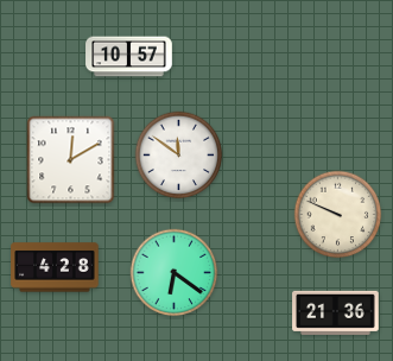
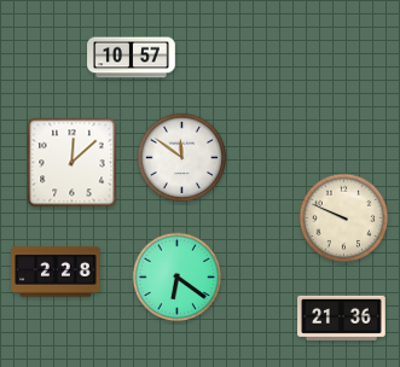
clock at (71, 160): 12:10 -> 12:08
clock at (55, 267): 4:28 -> 2:28
